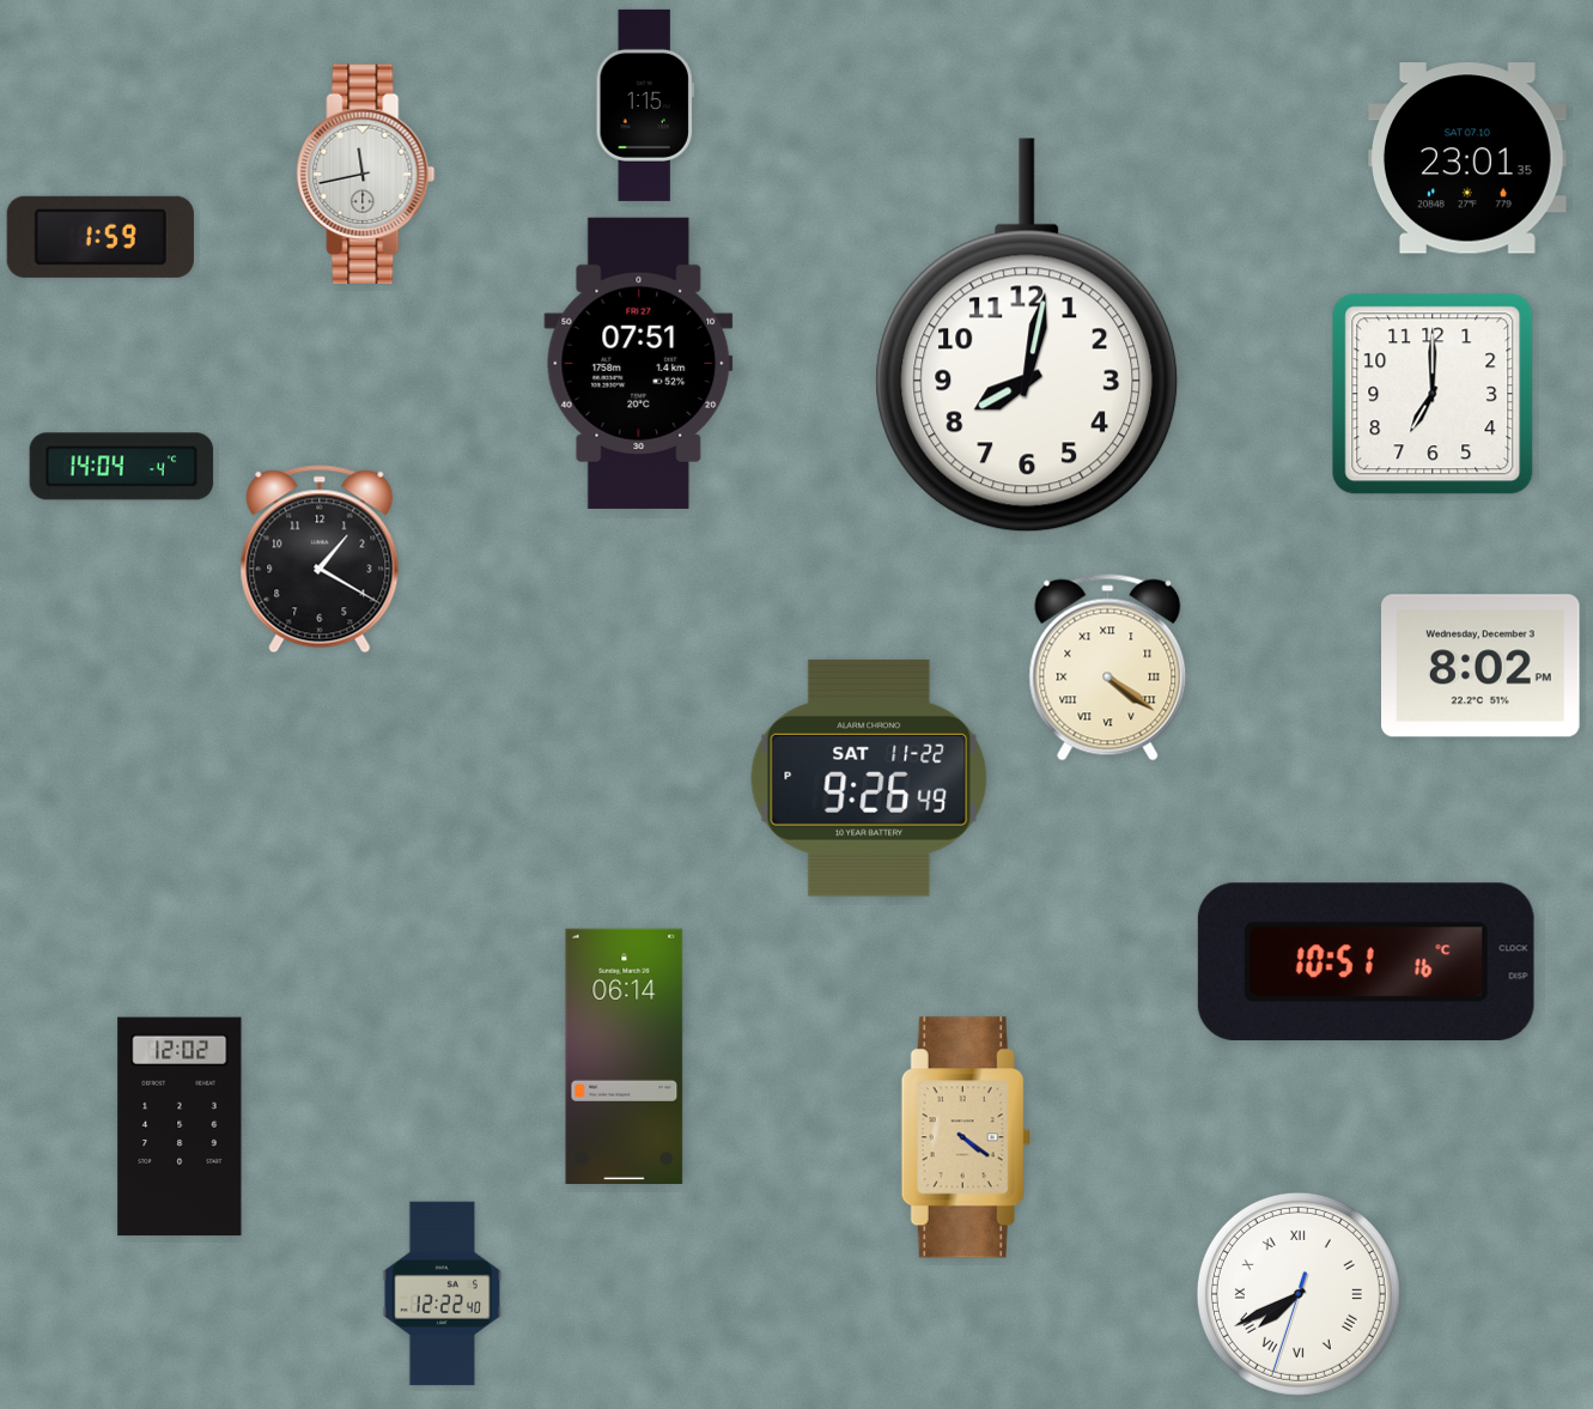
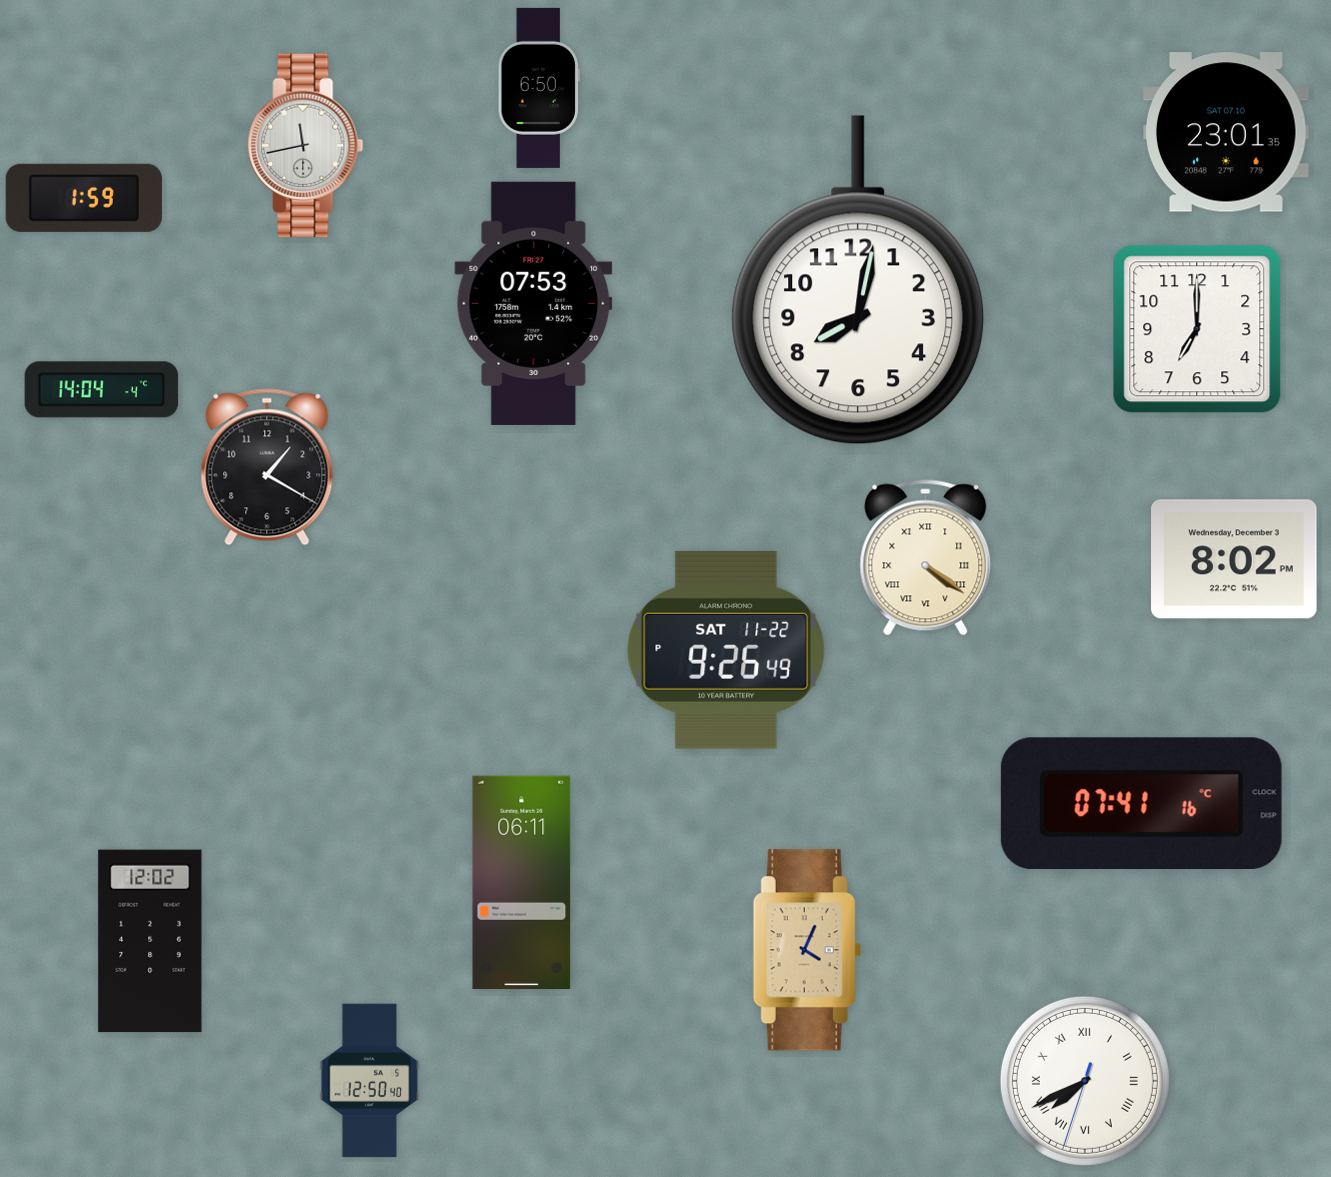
clock at (645, 105): 1:15 -> 6:50
clock at (639, 363): 07:51 -> 07:53
clock at (1482, 666) position: (1482, 666) -> (1235, 559)
clock at (1366, 961): 10:51 -> 07:41
clock at (625, 1056): 06:14 -> 06:11
clock at (966, 1137): 4:21 -> 4:04
clock at (443, 1294): 12:22 -> 12:50
